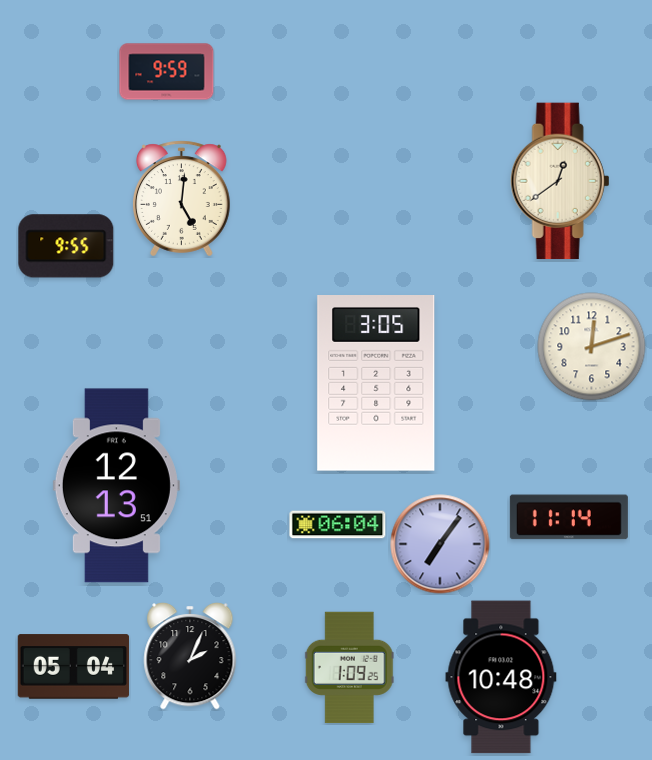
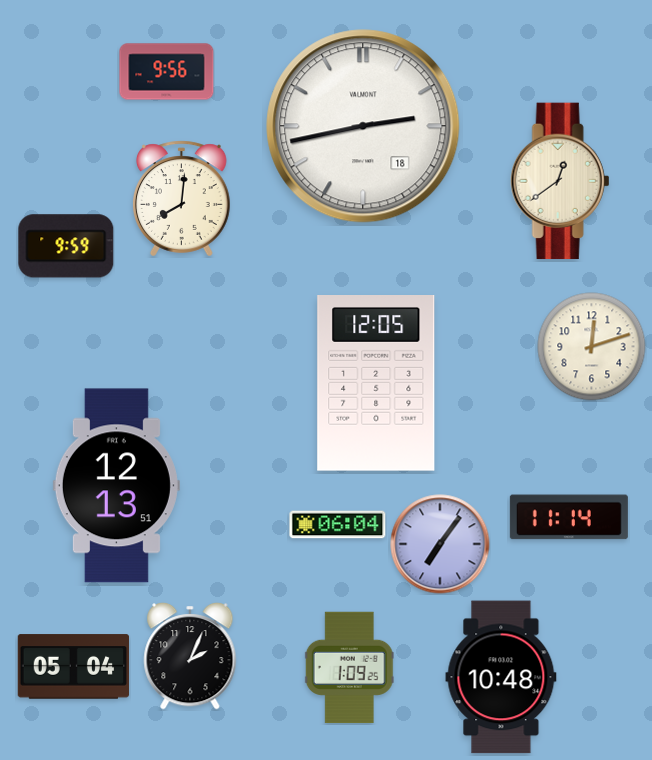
clock at (167, 72): 9:59 -> 9:56
clock at (363, 126): none -> 2:43
clock at (182, 199): 5:01 -> 8:01
clock at (66, 246): 9:55 -> 9:59
clock at (376, 383): 3:05 -> 12:05
